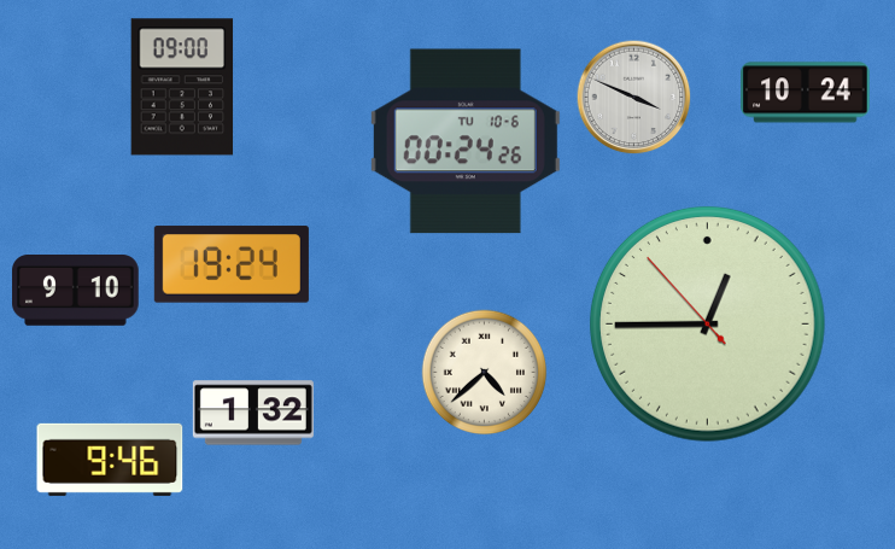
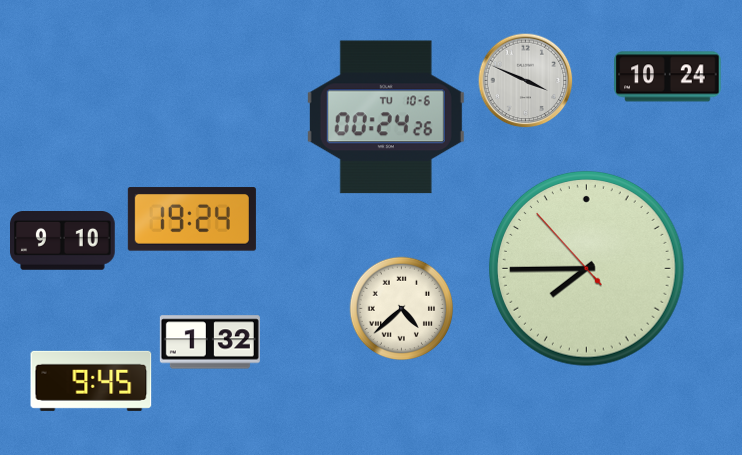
clock at (182, 87): 09:00 -> none
clock at (707, 323): 12:44 -> 7:44
clock at (110, 460): 9:46 -> 9:45
